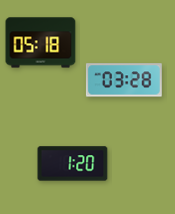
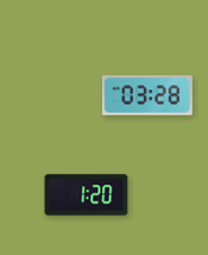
clock at (41, 43): 05:18 -> none
